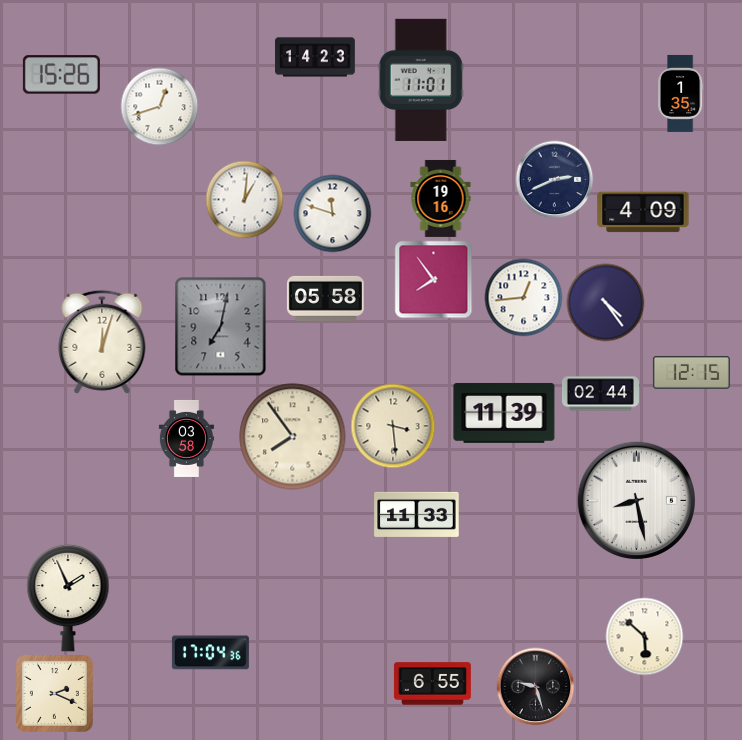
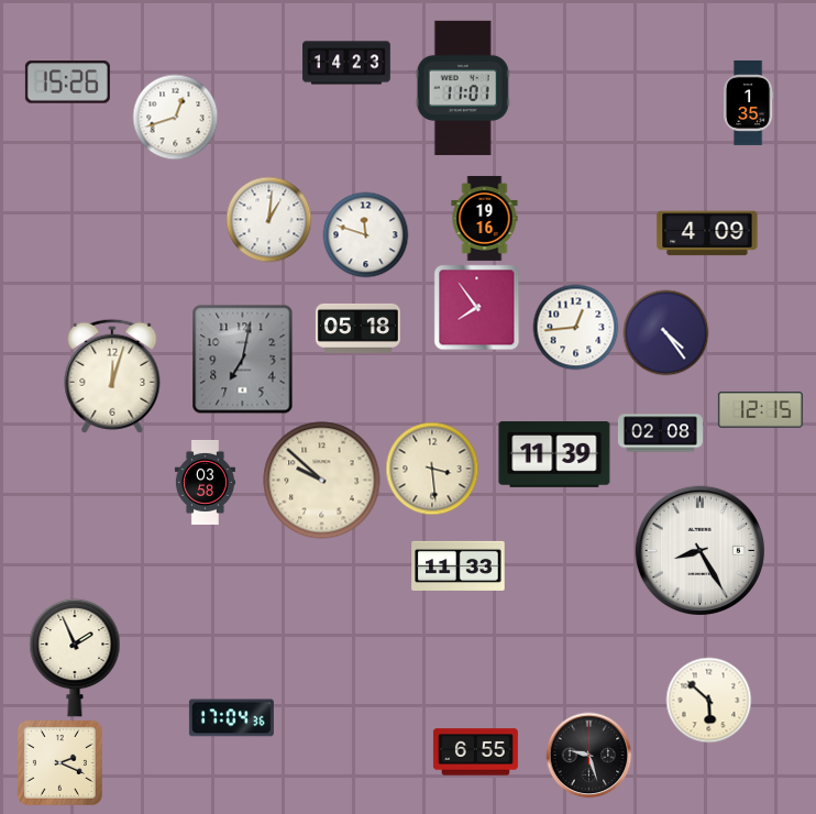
clock at (554, 179): 2:41 -> none
clock at (325, 298): 05:58 -> 05:18
clock at (600, 394): 02:44 -> 02:08
clock at (293, 437): 7:54 -> 9:52
clock at (636, 500): 8:28 -> 8:25
